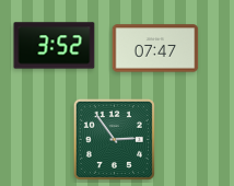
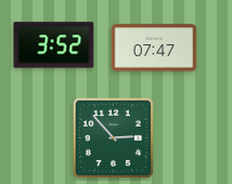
clock at (114, 139): 2:54 -> 2:53
